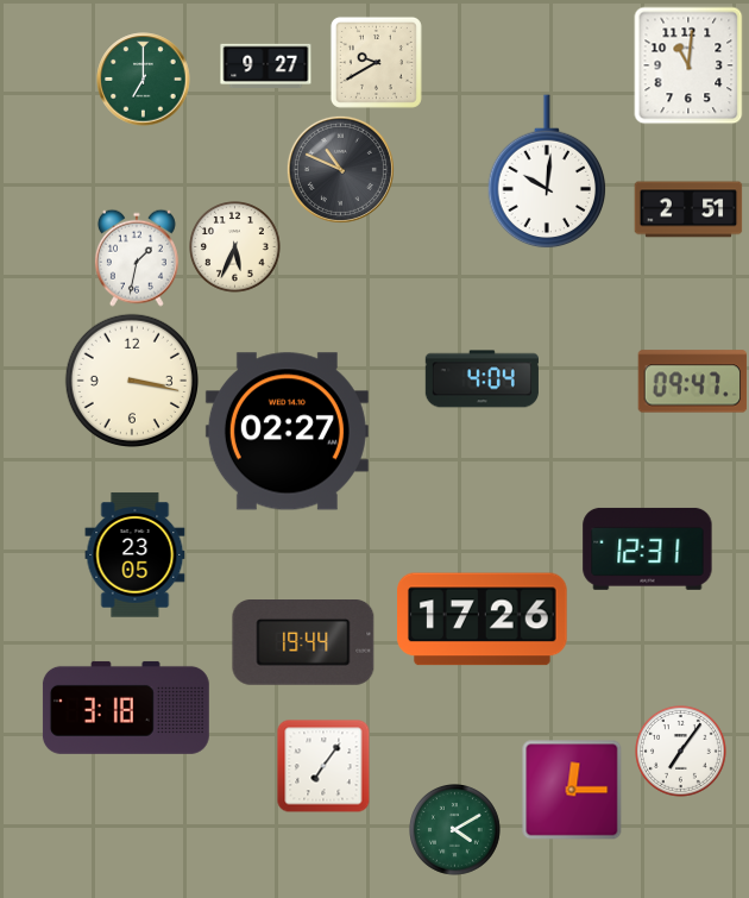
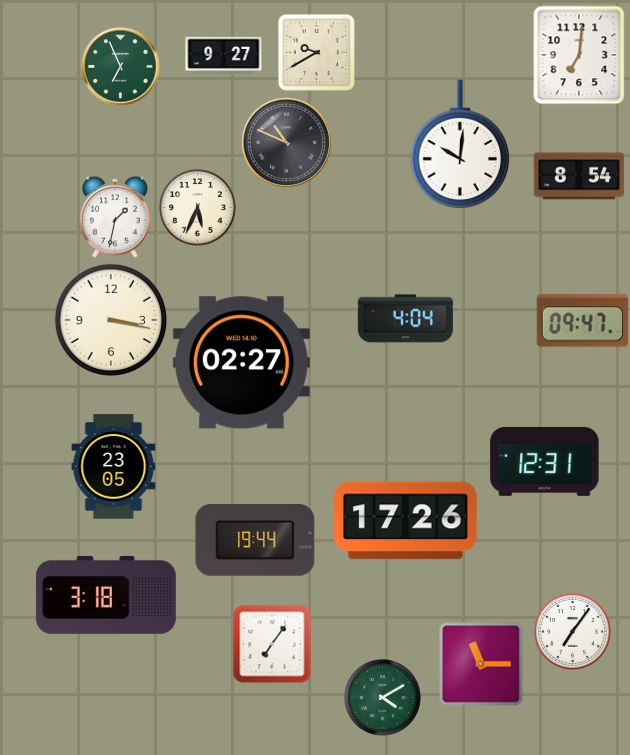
clock at (688, 65): 11:01 -> 7:01
clock at (144, 80): 7:00 -> 6:56
clock at (688, 209): 2:51 -> 8:54
clock at (572, 790): 12:15 -> 11:15
